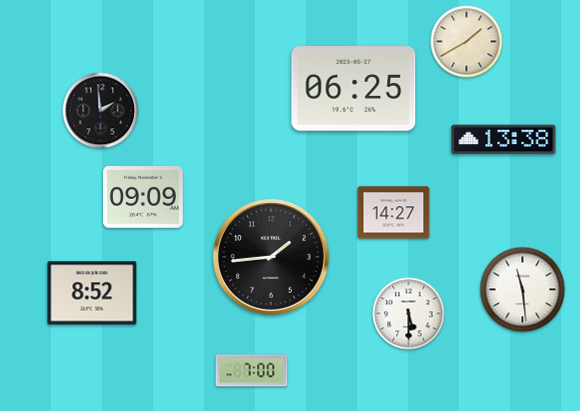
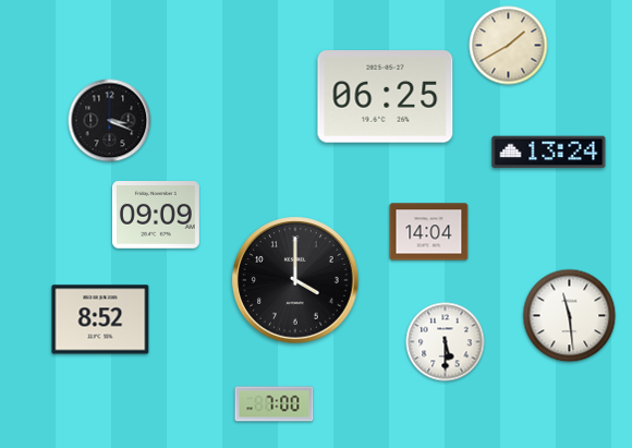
clock at (101, 111): 1:59 -> 3:19
clock at (504, 140): 13:38 -> 13:24
clock at (394, 213): 14:27 -> 14:04
clock at (271, 257): 1:44 -> 4:00
